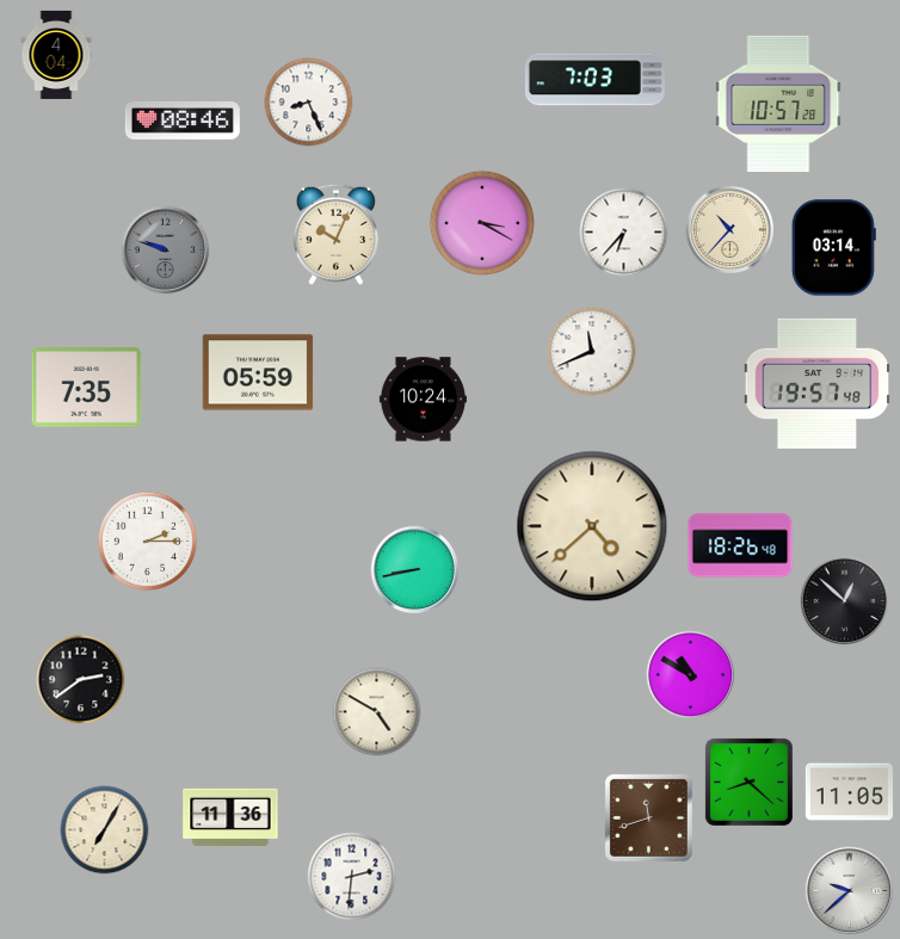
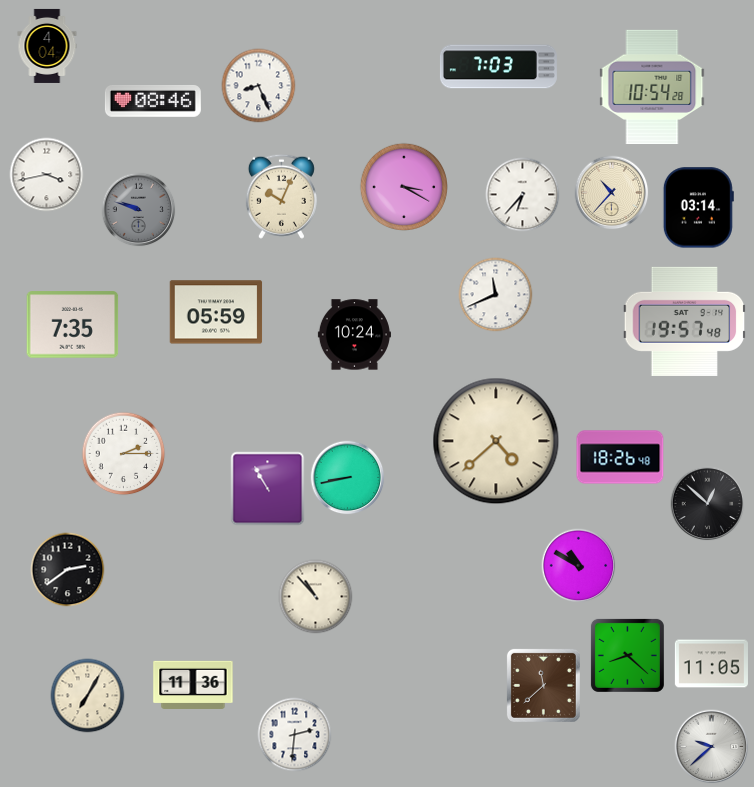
clock at (778, 103): 10:57 -> 10:54
clock at (47, 175): none -> 3:43
clock at (268, 489): none -> 10:55
clock at (377, 712): 4:50 -> 10:53
clock at (648, 817): 11:42 -> 11:38
